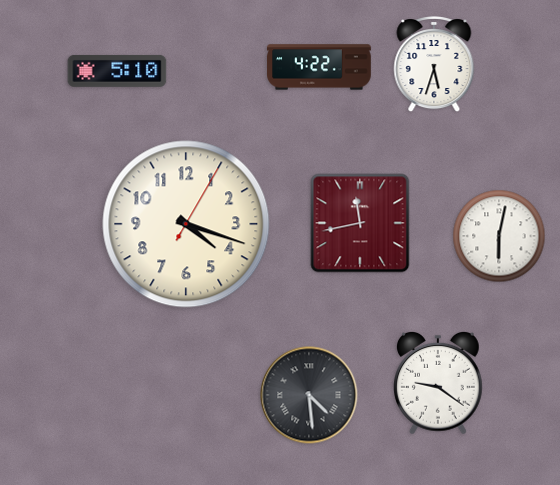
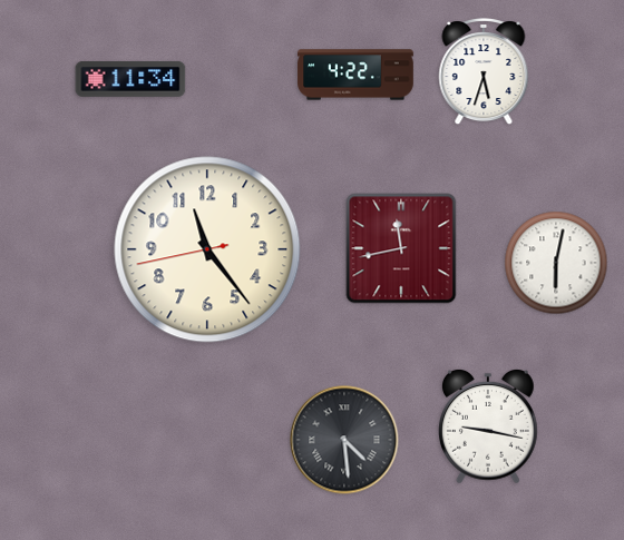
clock at (117, 71): 5:10 -> 11:34
clock at (186, 224): 4:18 -> 11:23
clock at (439, 383): 9:21 -> 9:17
